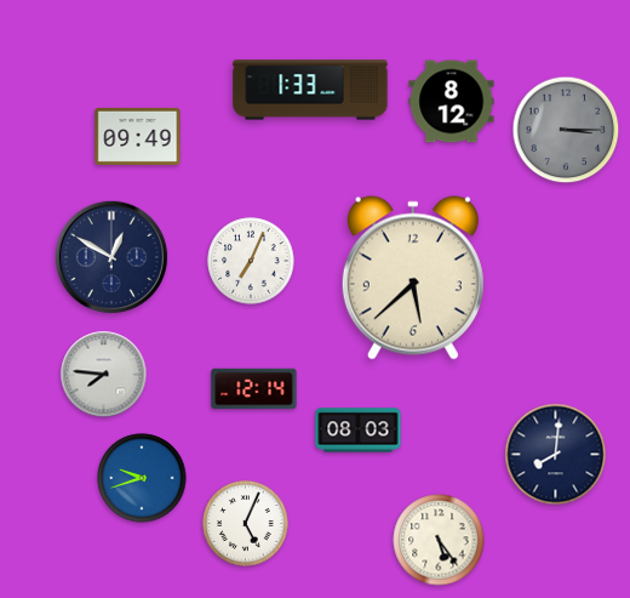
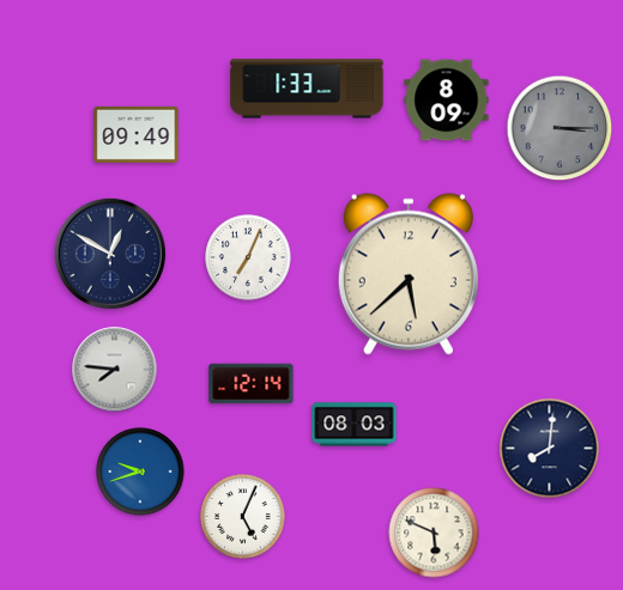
clock at (452, 102): 8:12 -> 8:09
clock at (104, 375) position: (104, 375) -> (115, 370)
clock at (439, 540): 5:24 -> 5:49
